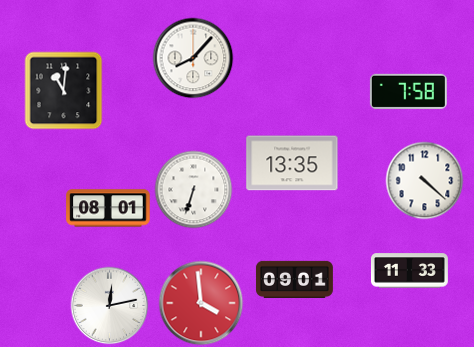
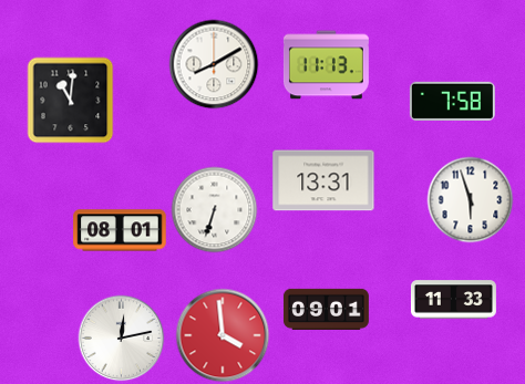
clock at (193, 58): 8:07 -> 8:10
clock at (326, 65): none -> 11:13
clock at (292, 163): 13:35 -> 13:31
clock at (424, 180): 4:22 -> 5:57
